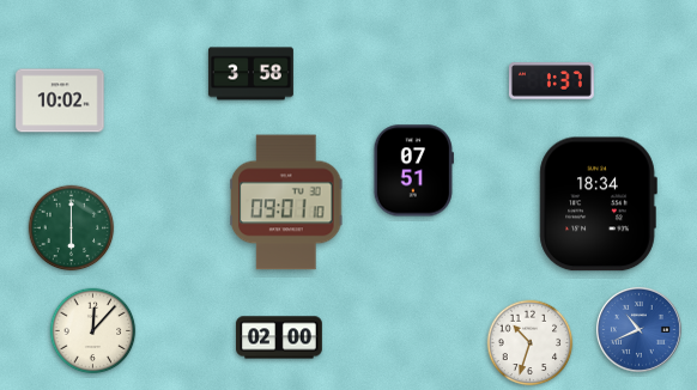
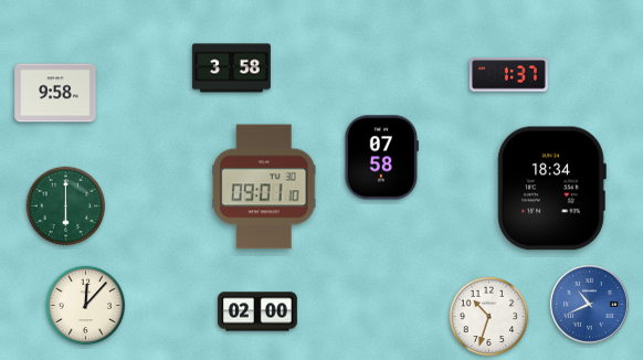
clock at (60, 100): 10:02 -> 9:58
clock at (413, 171): 07:51 -> 07:58
clock at (72, 228) position: (72, 228) -> (66, 207)
